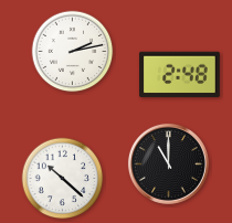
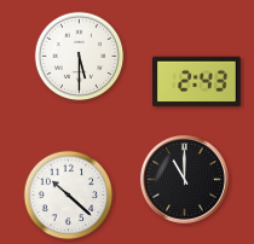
clock at (73, 52): 2:13 -> 5:30
clock at (180, 75): 2:48 -> 2:43
